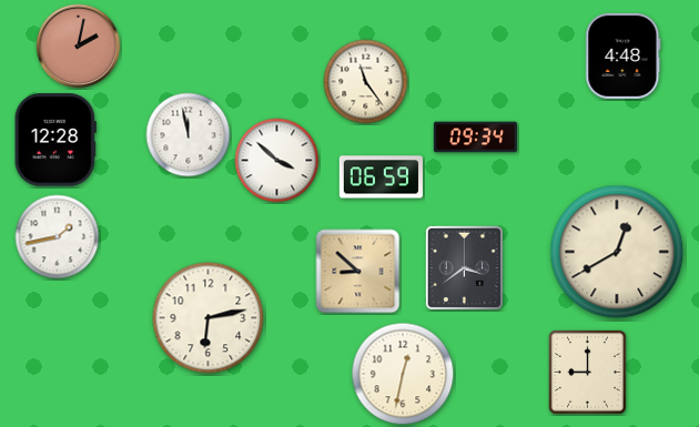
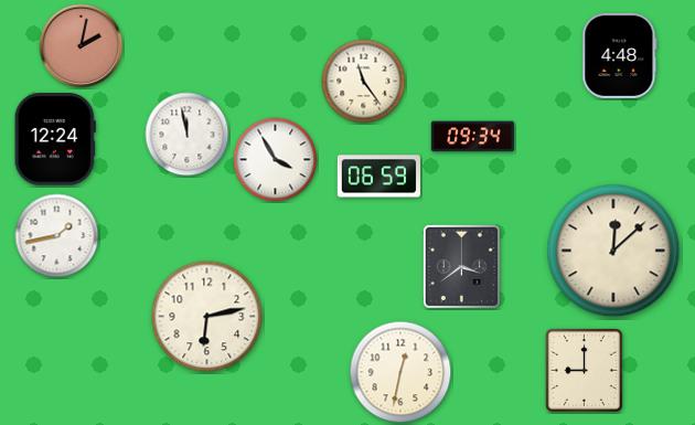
clock at (79, 47) position: (79, 47) -> (82, 46)
clock at (55, 140): 12:28 -> 12:24
clock at (277, 161): 3:52 -> 3:55
clock at (617, 252): 12:40 -> 12:08
clock at (358, 272): 8:52 -> none
